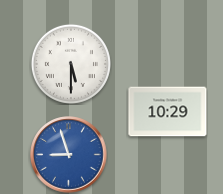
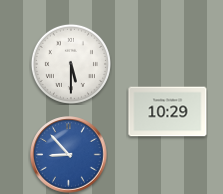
clock at (69, 155): 8:57 -> 8:53
